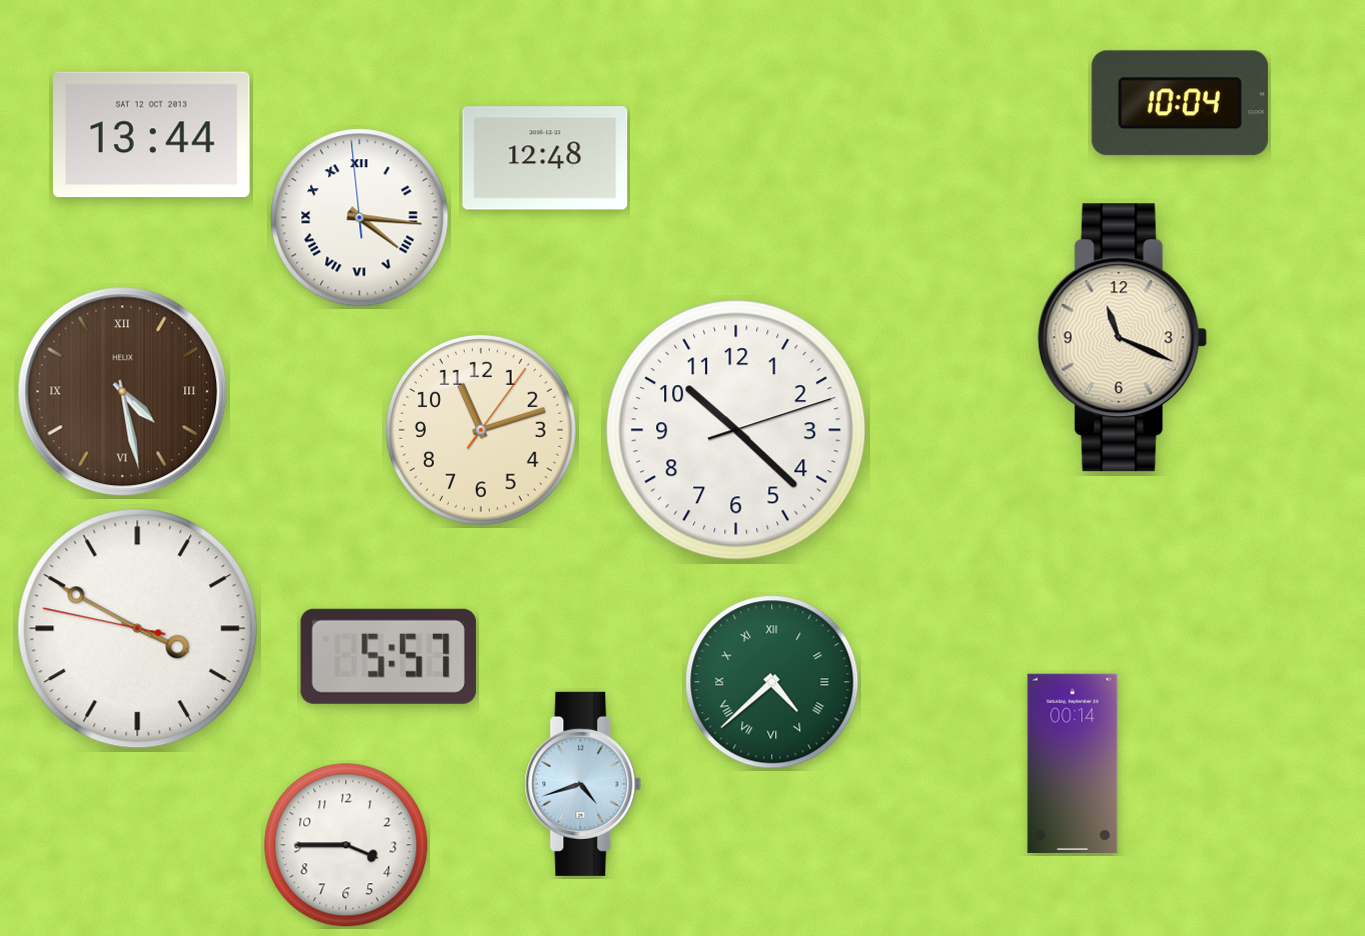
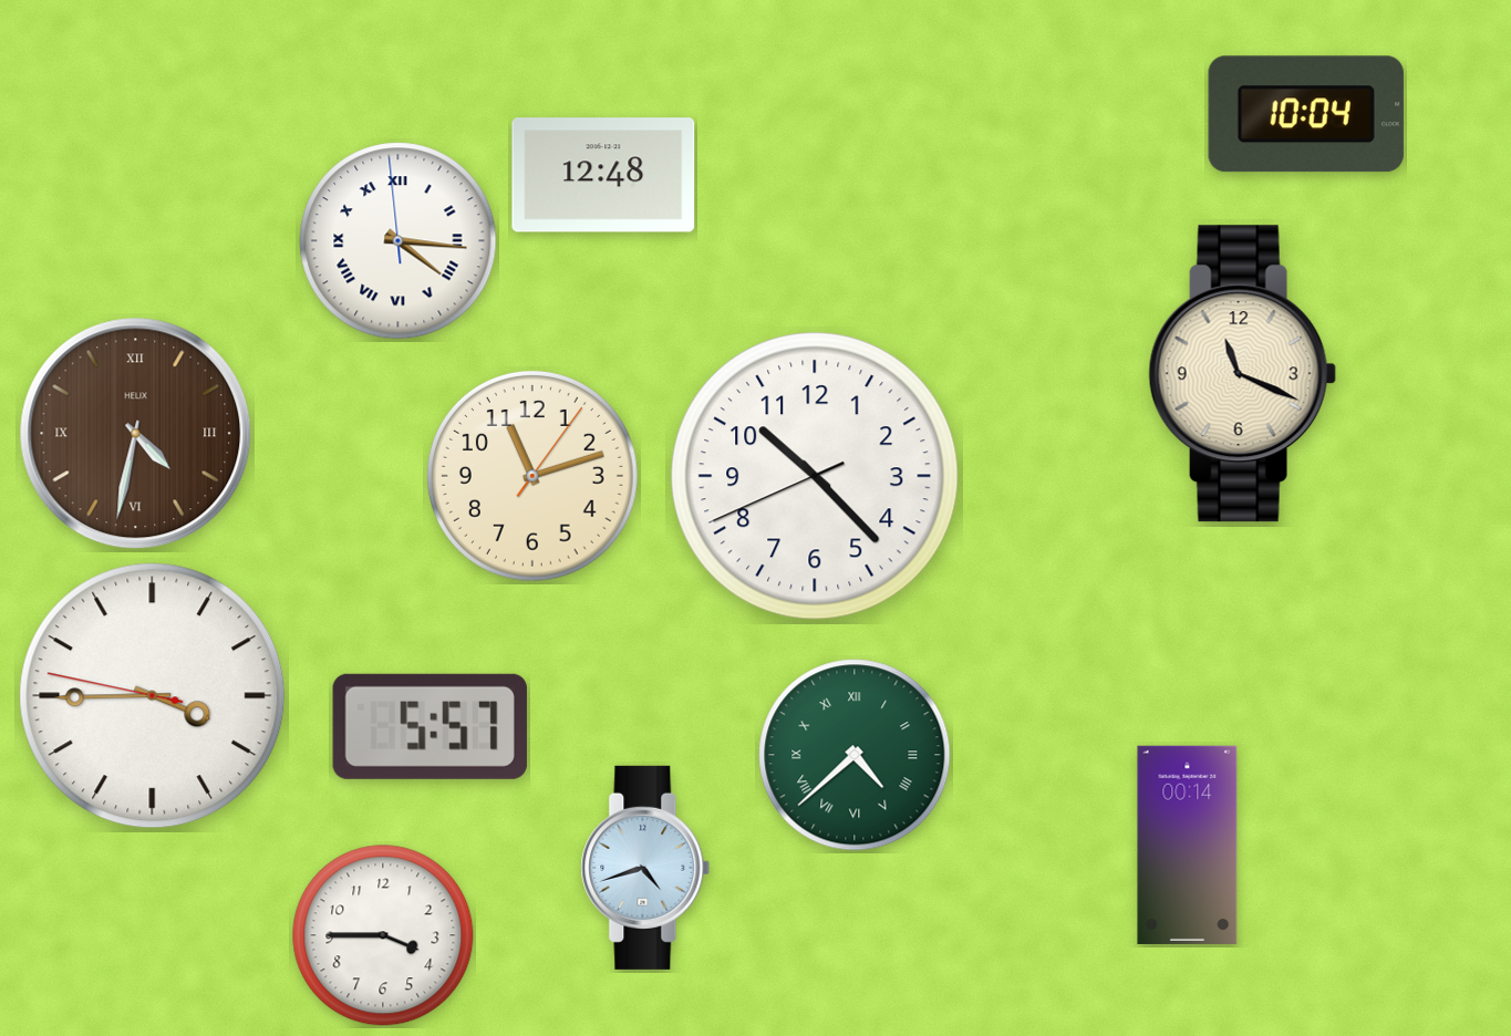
clock at (152, 135): 13:44 -> none
clock at (123, 392): 4:28 -> 4:32
clock at (736, 430): 10:22:12 -> 10:22:41
clock at (138, 629): 3:49 -> 3:44
